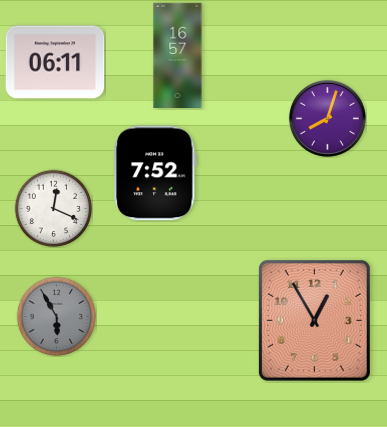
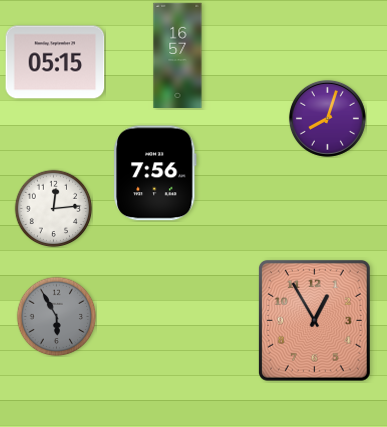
clock at (55, 62): 06:11 -> 05:15
clock at (155, 173): 7:52 -> 7:56
clock at (53, 208): 12:19 -> 12:14
